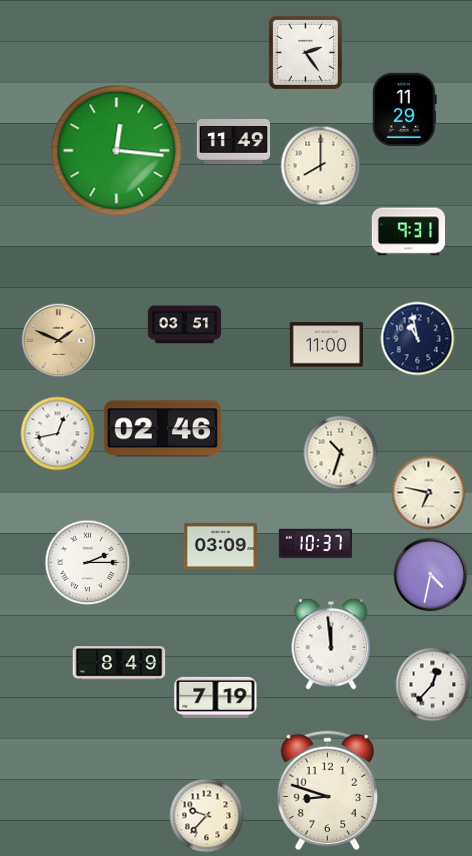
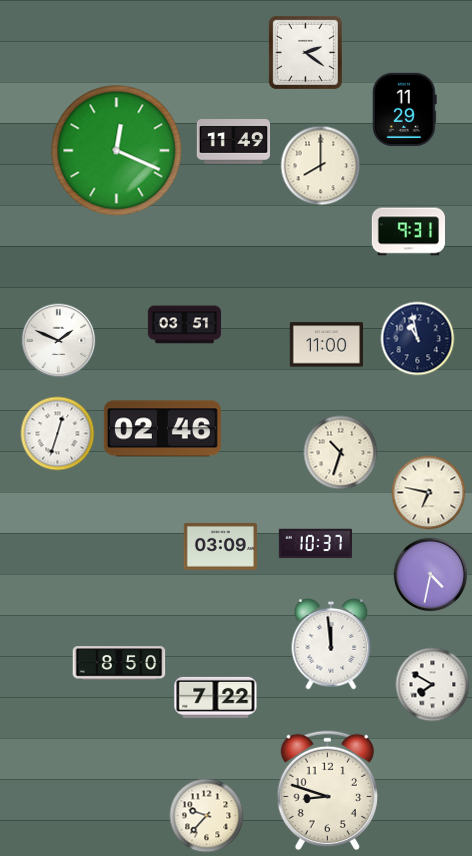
clock at (305, 52): 2:24 -> 2:21
clock at (117, 151): 12:16 -> 12:19
clock at (59, 341) dial: champagne -> white
clock at (58, 434): 12:43 -> 12:33
clock at (88, 563): 2:15 -> none
clock at (119, 663): 8:49 -> 8:50
clock at (433, 685): 12:37 -> 7:50
clock at (216, 697): 7:19 -> 7:22
